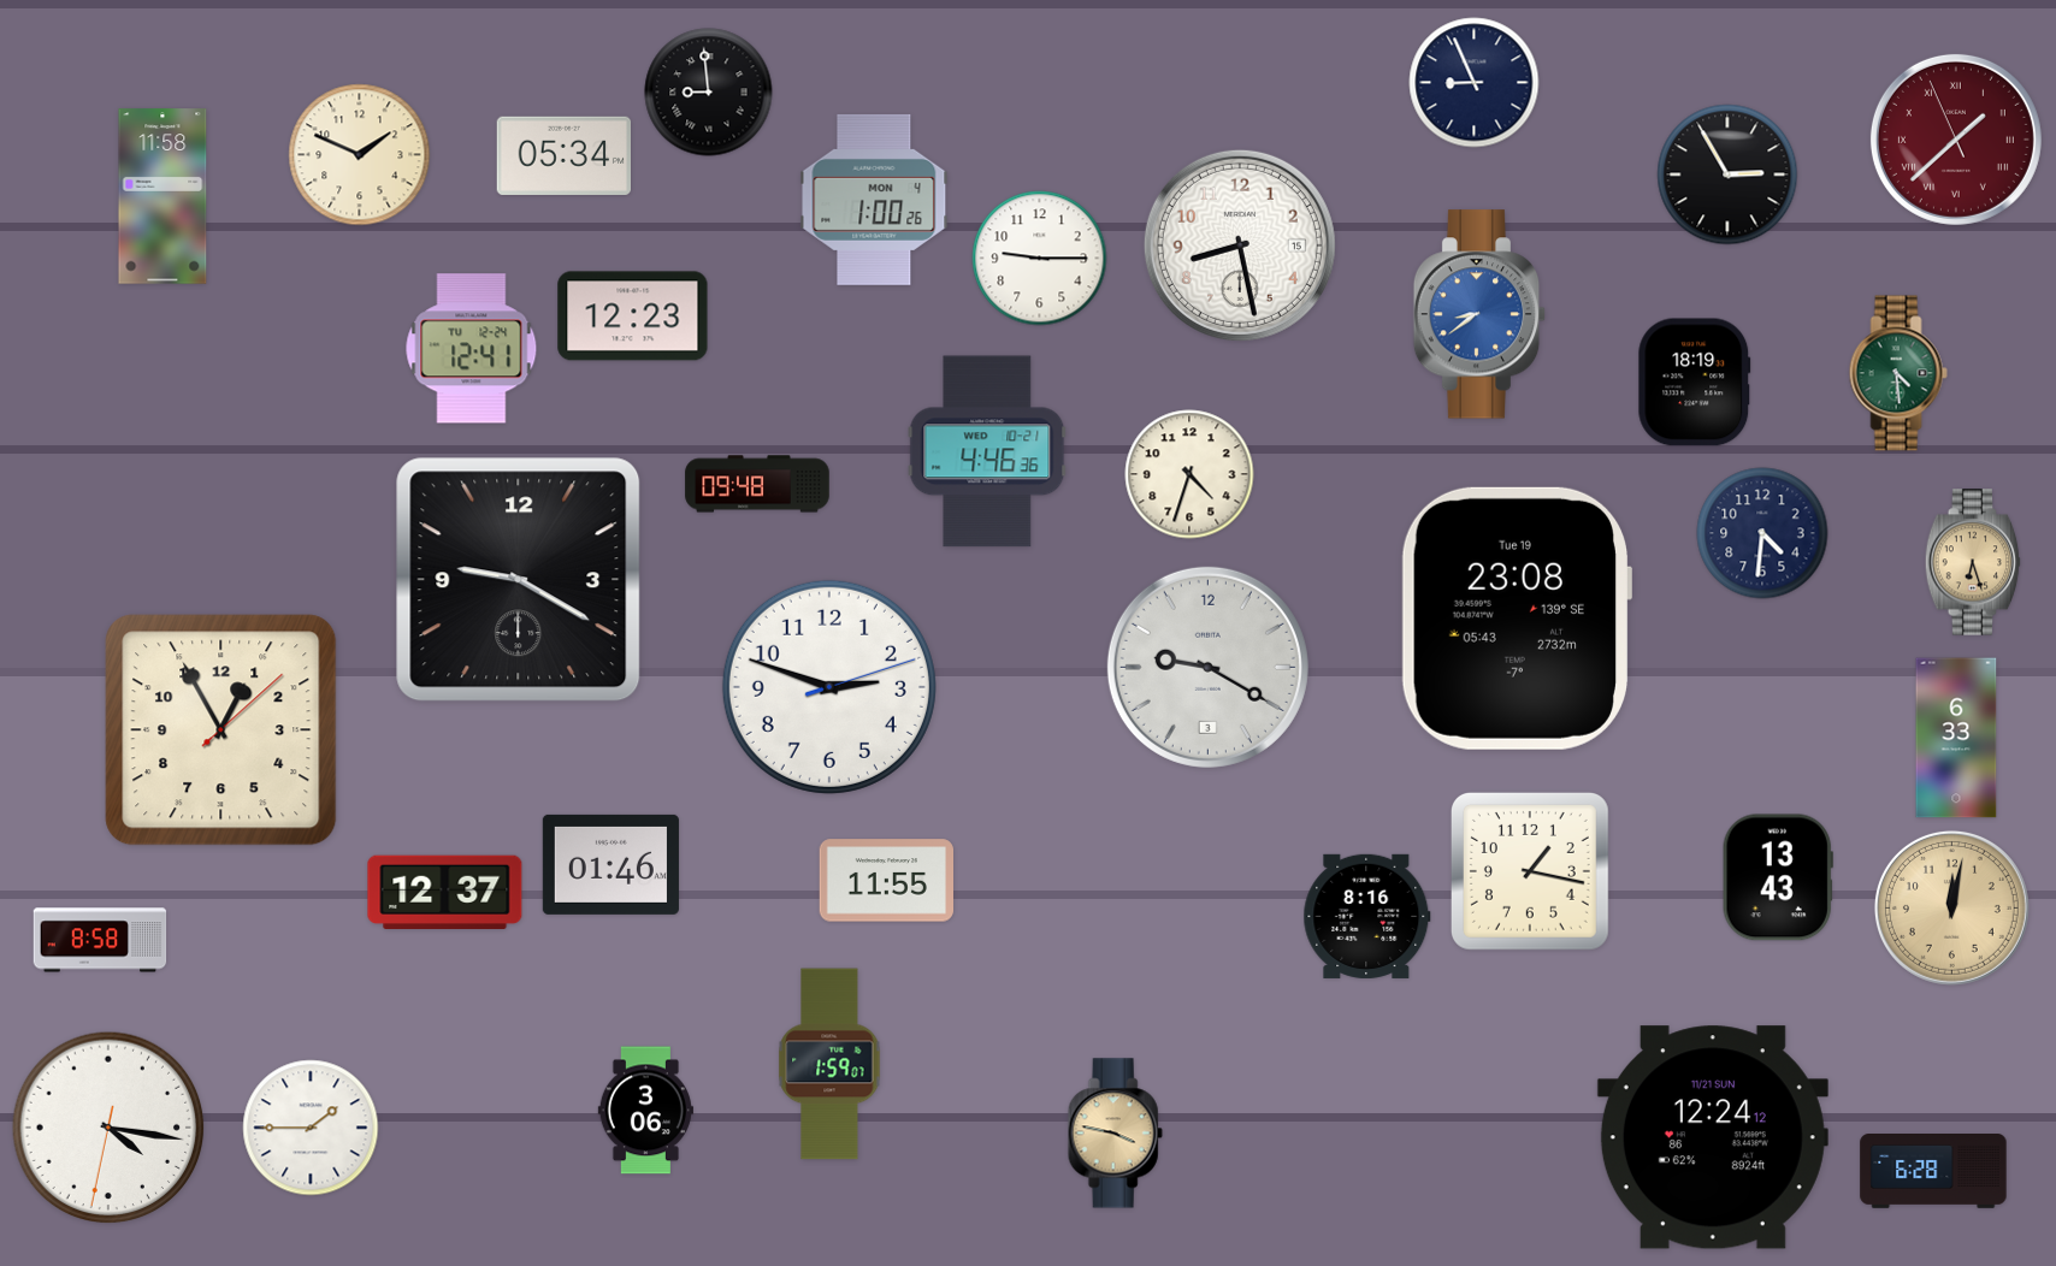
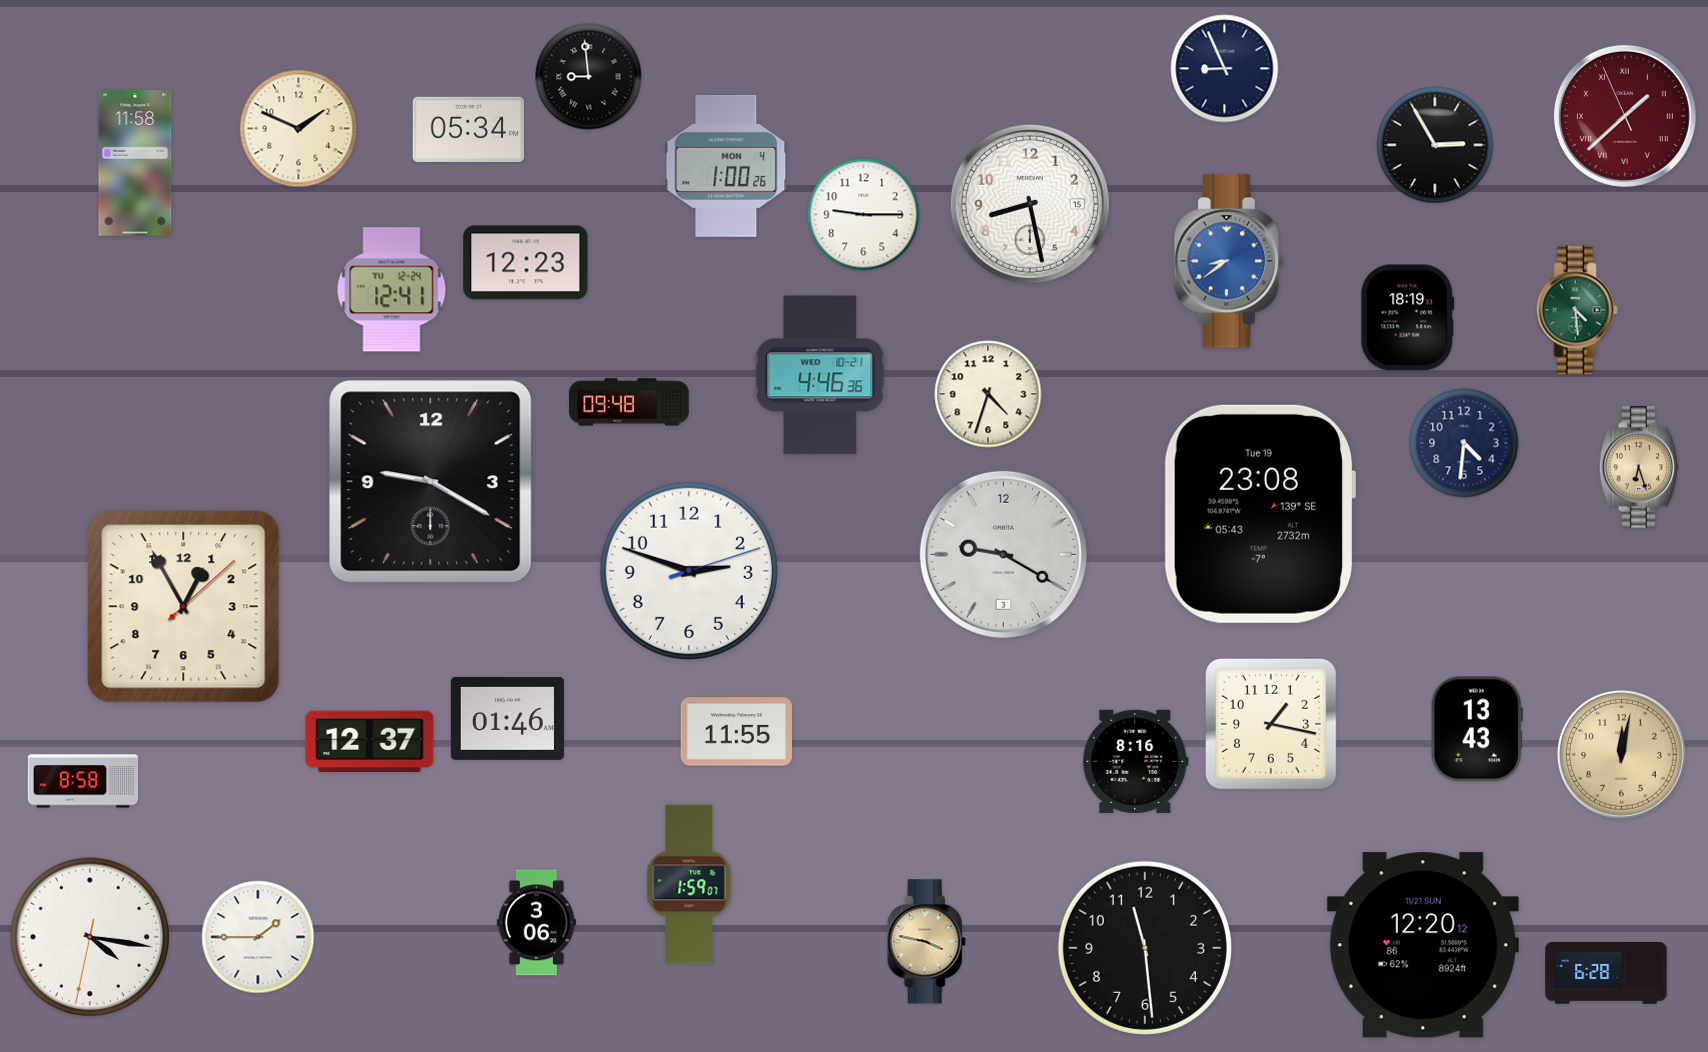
clock at (1956, 738): 6:33 -> none
clock at (1713, 1137): 12:24 -> 12:20
clock at (1145, 948): none -> 11:29
